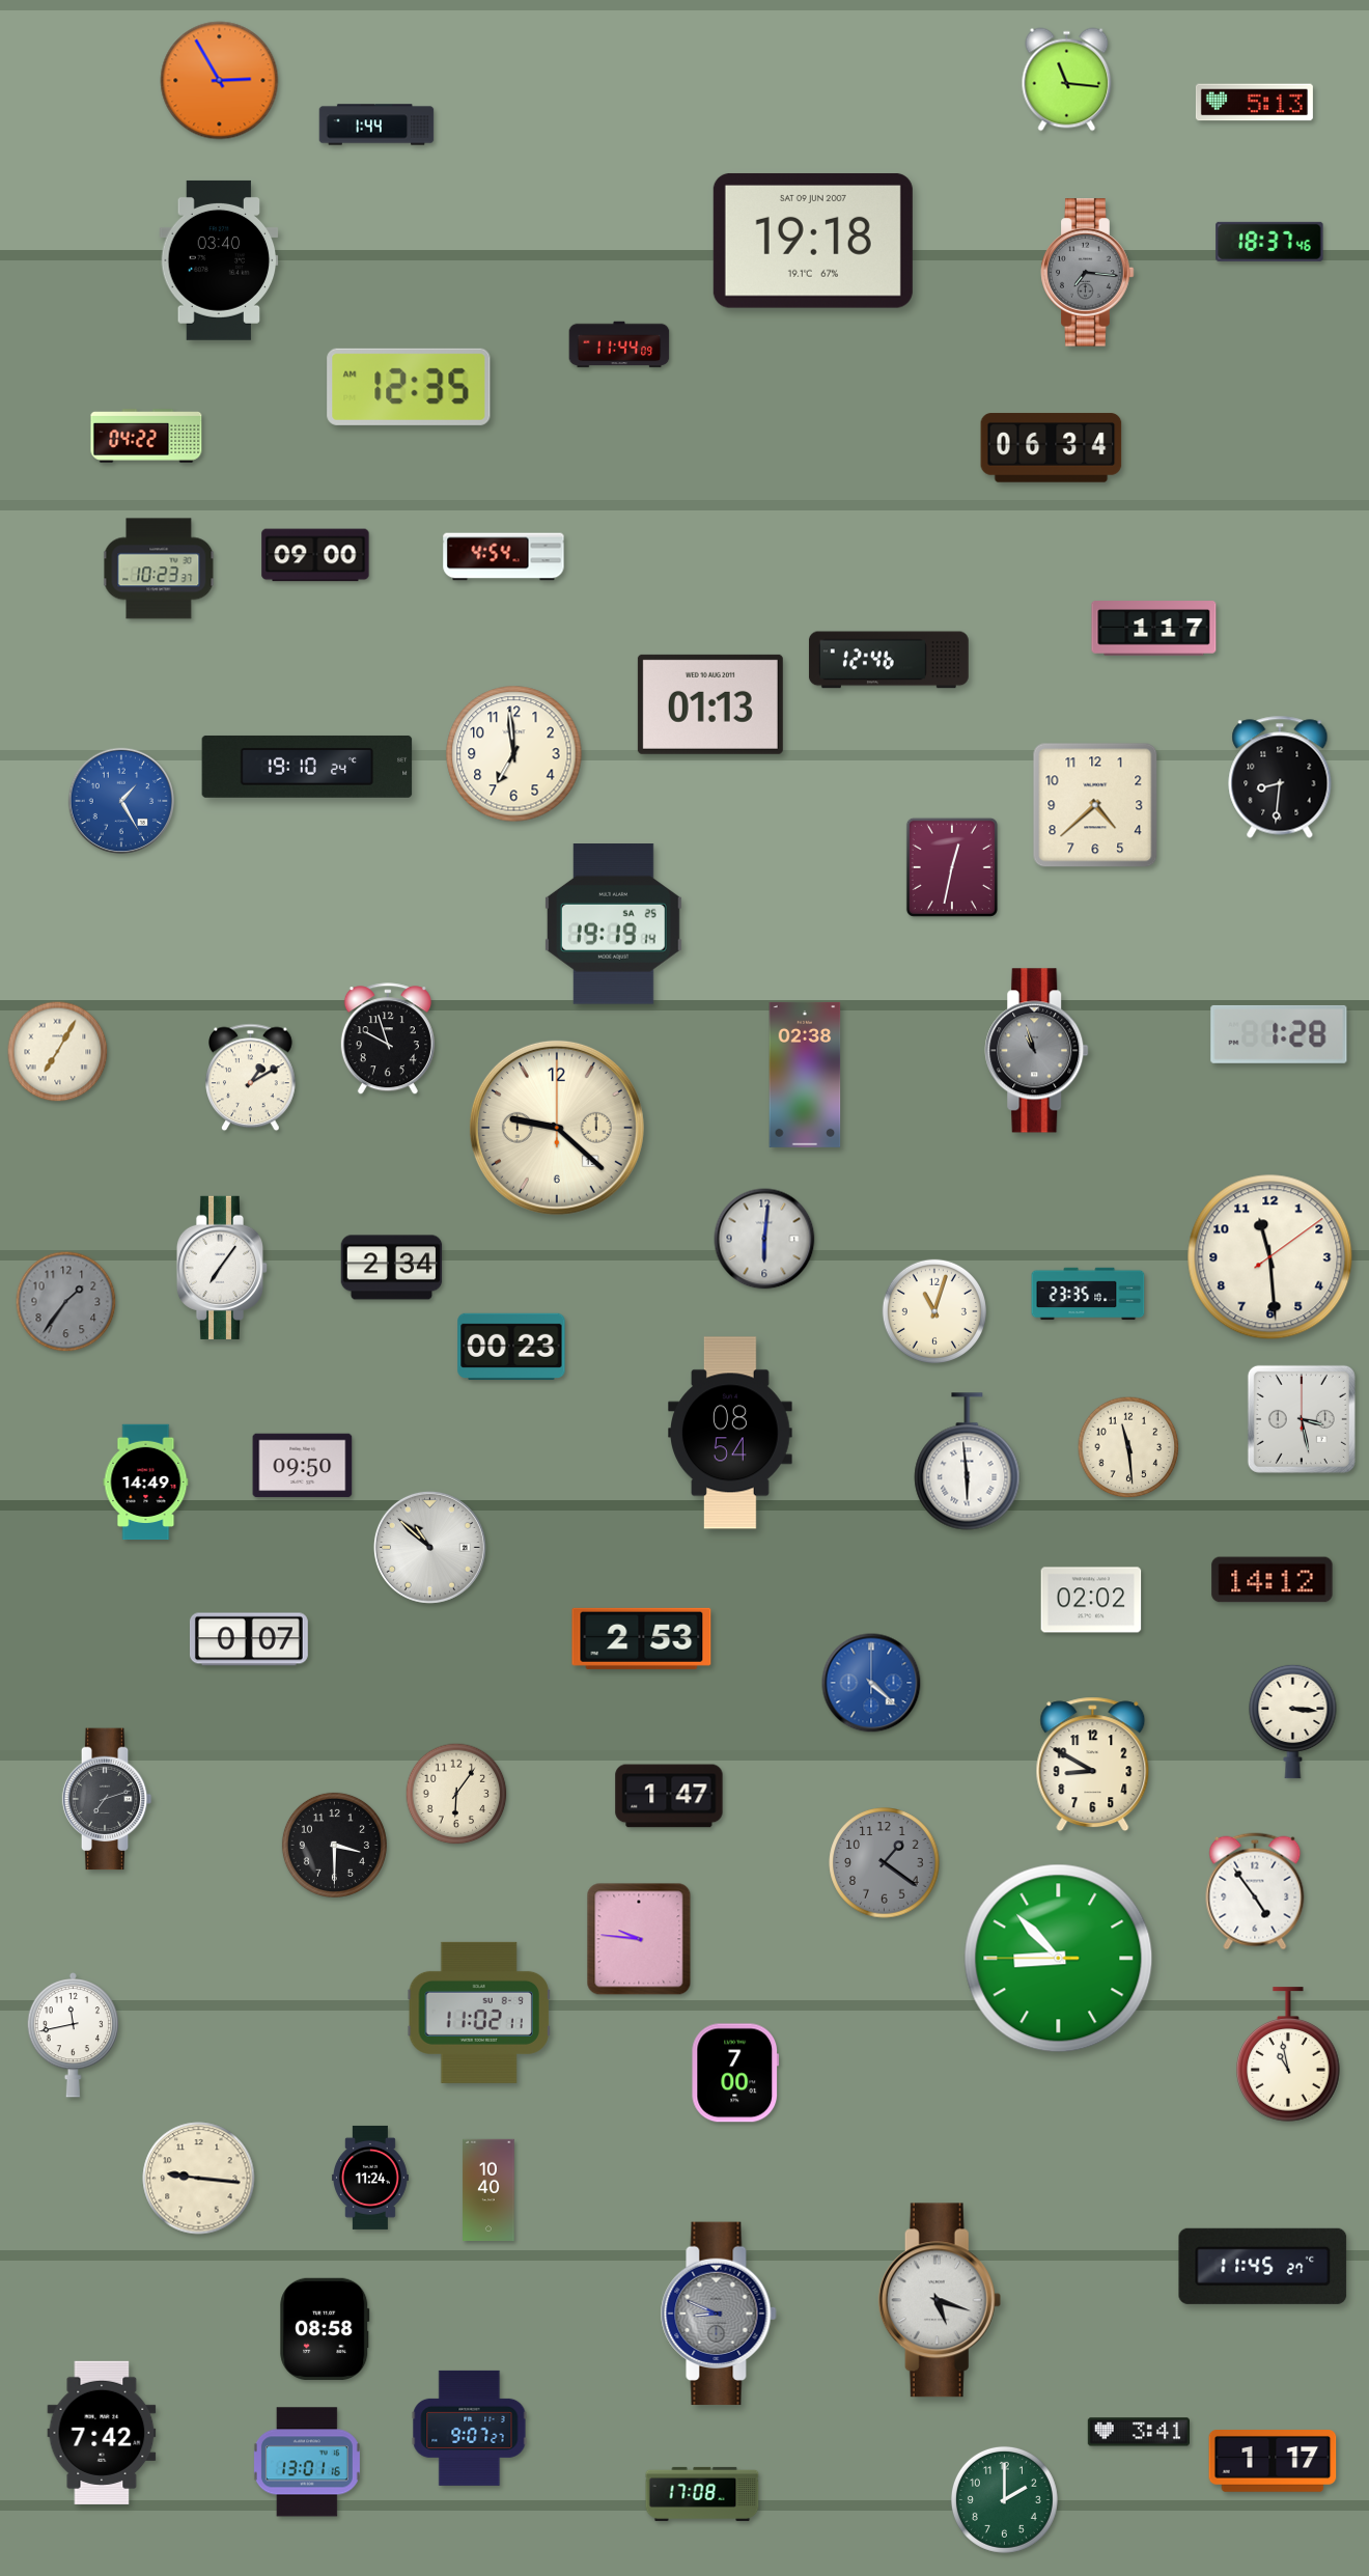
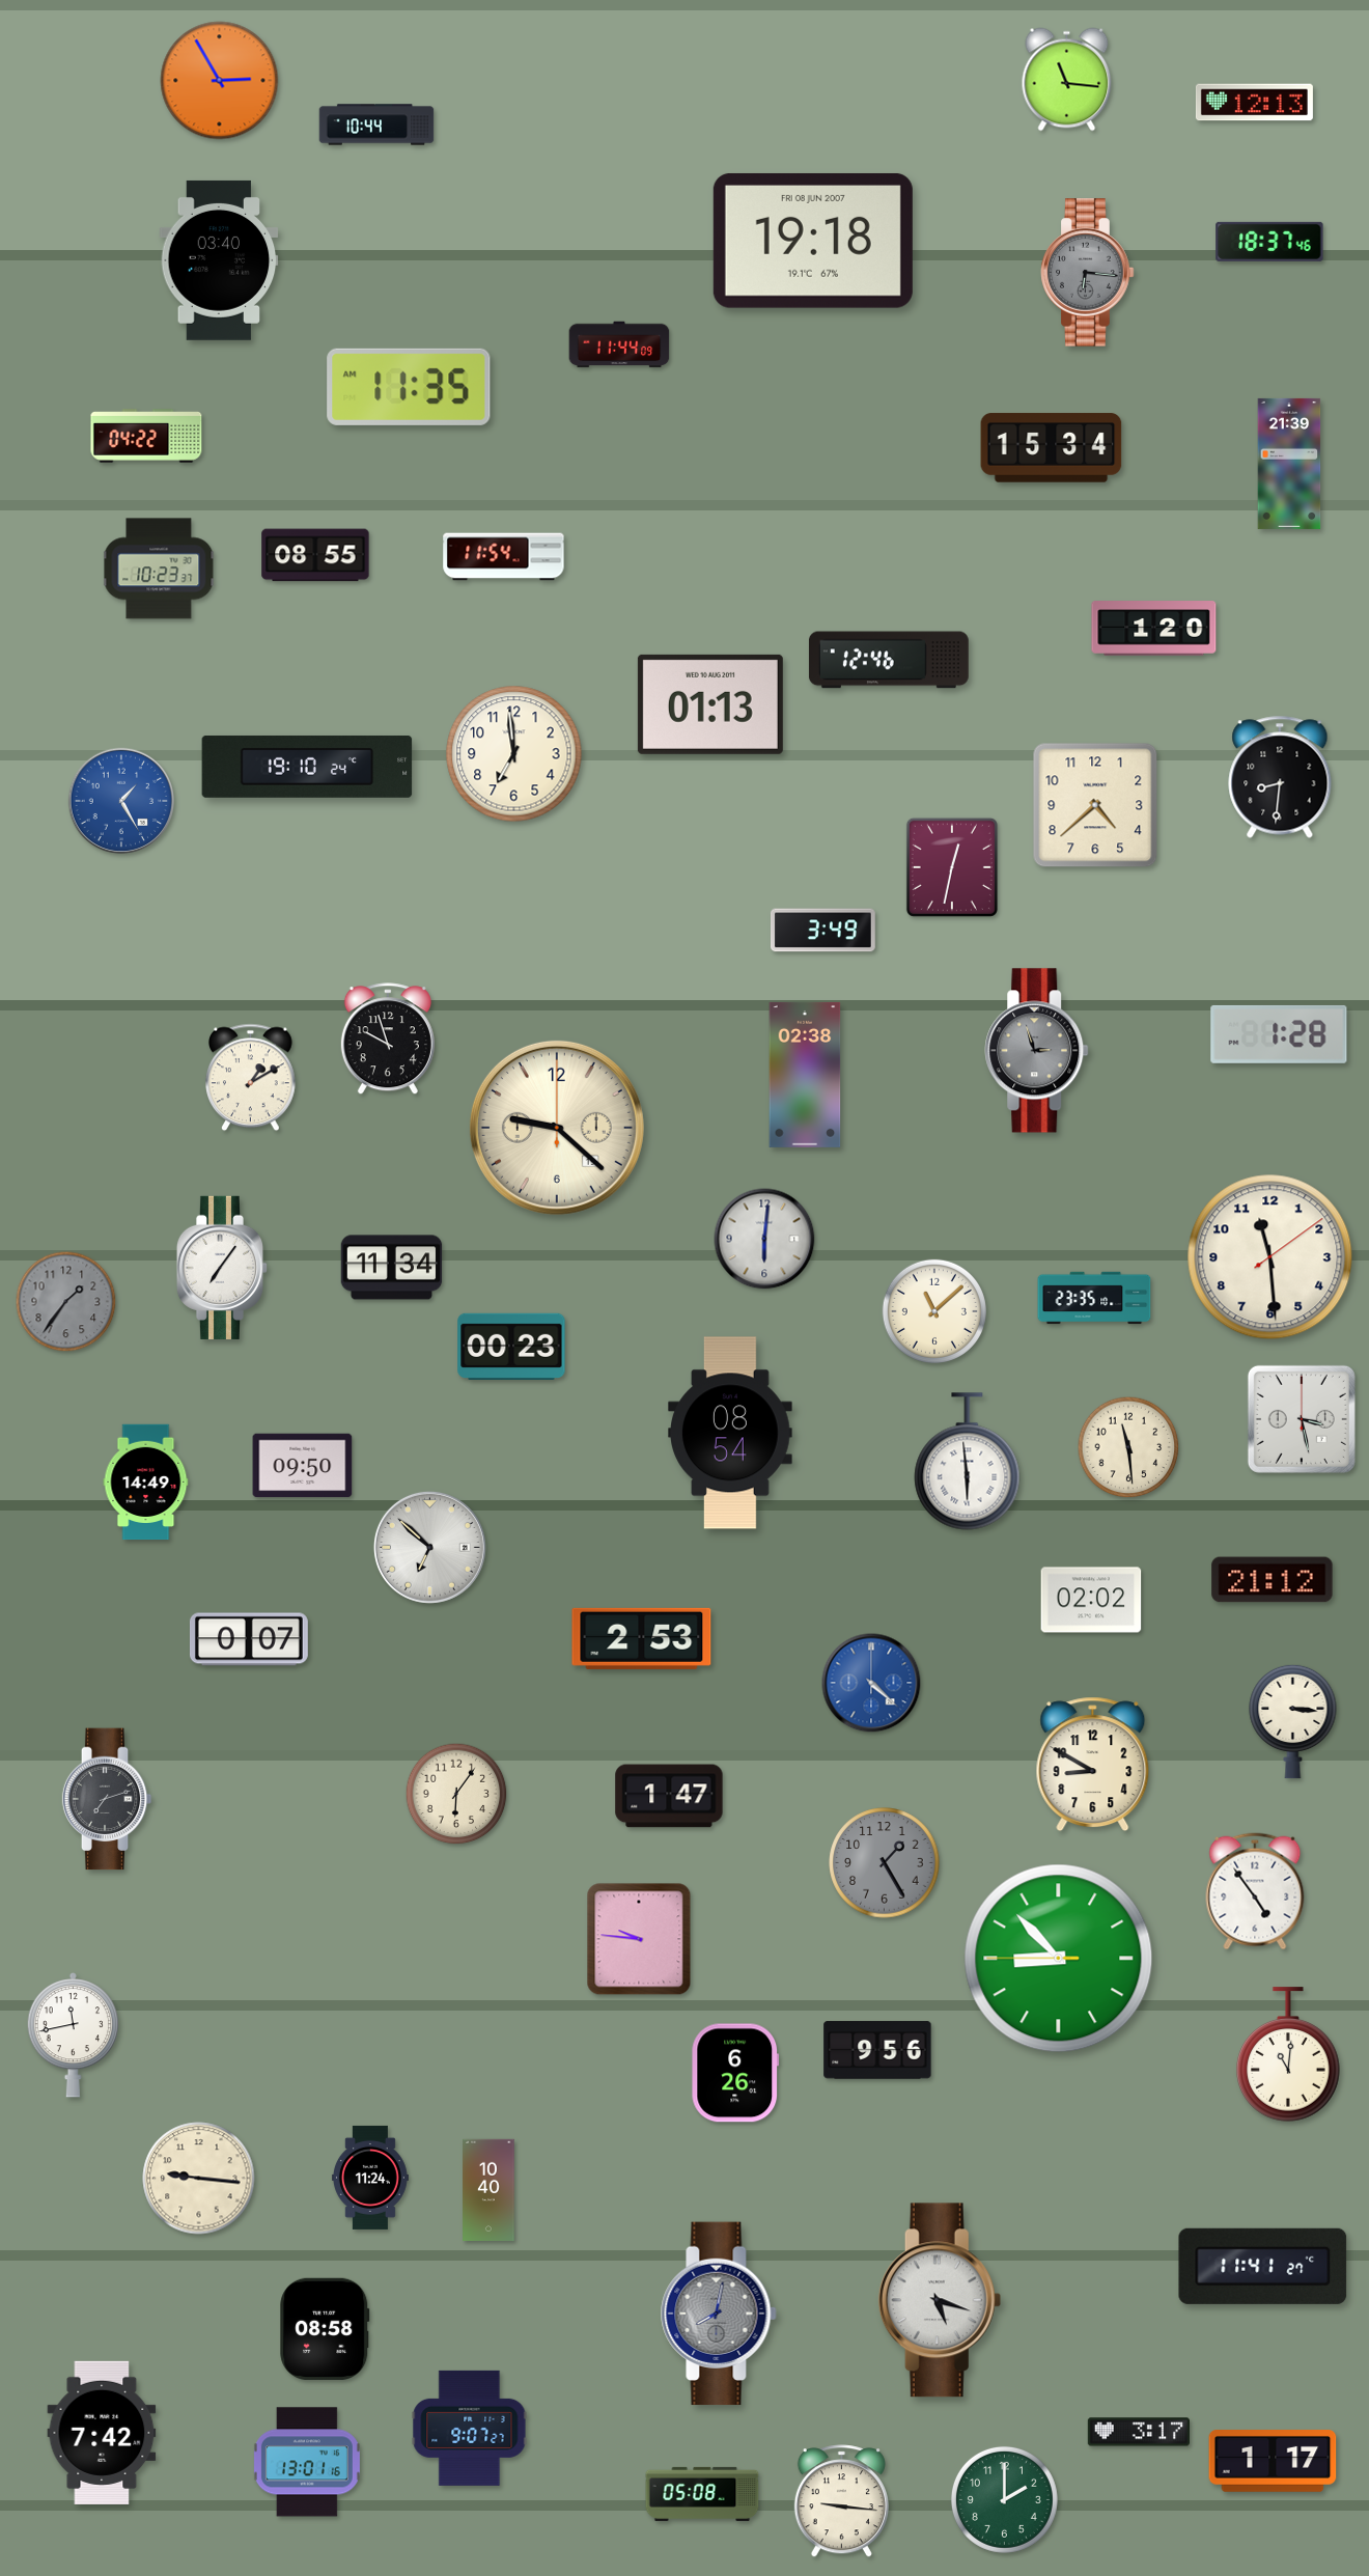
clock at (1254, 103): 5:13 -> 12:13
clock at (376, 124): 1:44 -> 10:44
clock at (813, 241) date: SAT 09 JUN 2007 -> FRI 08 JUN 2007
clock at (1088, 273): 7:16 -> 6:16
clock at (409, 387): 12:35 -> 11:35
clock at (1052, 448): 06:34 -> 15:34
clock at (1289, 464): none -> 21:39
clock at (315, 555): 09:00 -> 08:55
clock at (504, 557): 4:54 -> 11:54
clock at (1154, 629): 1:17 -> 1:20
clock at (613, 924): 19:19 -> none
clock at (823, 931): none -> 3:49
clock at (1037, 1051): 10:57 -> 2:57
clock at (58, 1052): 7:05 -> none
clock at (392, 1268): 2:34 -> 11:34
clock at (1088, 1294) position: (1088, 1294) -> (1094, 1298)
clock at (934, 1311): 11:03 -> 11:08
clock at (429, 1547): 10:52 -> 6:52
clock at (1273, 1580): 14:12 -> 21:12
clock at (334, 1845): 3:30 -> none
clock at (885, 1863): 1:21 -> 1:25
clock at (479, 2013): 11:02 -> none
clock at (877, 2050): none -> 9:56
clock at (1288, 2054): 10:58 -> 11:01
clock at (735, 2073): 7:00 -> 6:26
clock at (1263, 2266): 11:45 -> 11:41
clock at (719, 2314): 8:49 -> 8:02
clock at (1138, 2432): 3:41 -> 3:17
clock at (702, 2494): 17:08 -> 05:08
clock at (841, 2501): none -> 9:16
